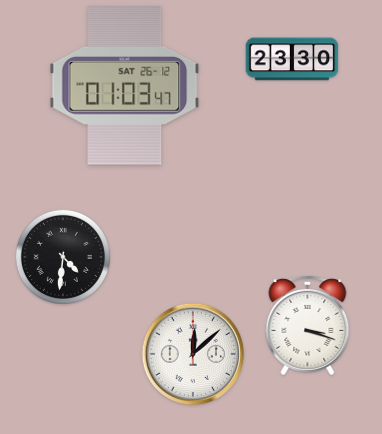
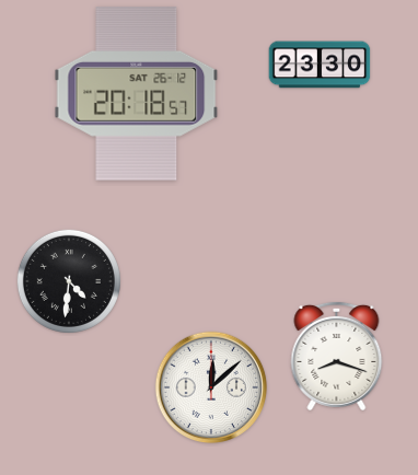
clock at (125, 86): 01:03 -> 20:18
clock at (308, 325): 3:18 -> 8:18
